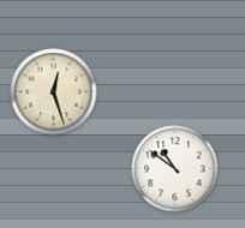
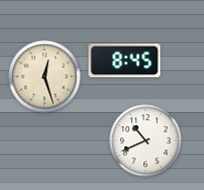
clock at (125, 61): none -> 8:45
clock at (175, 169): 10:51 -> 10:41
